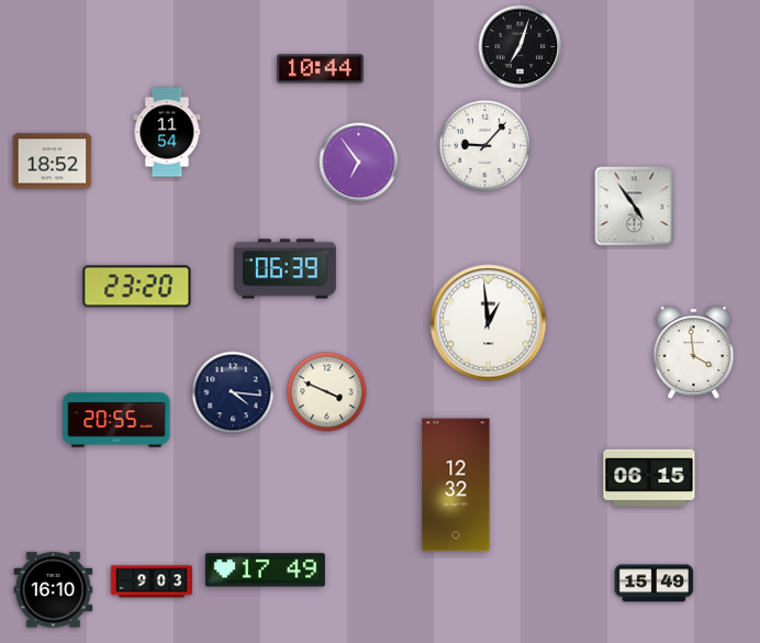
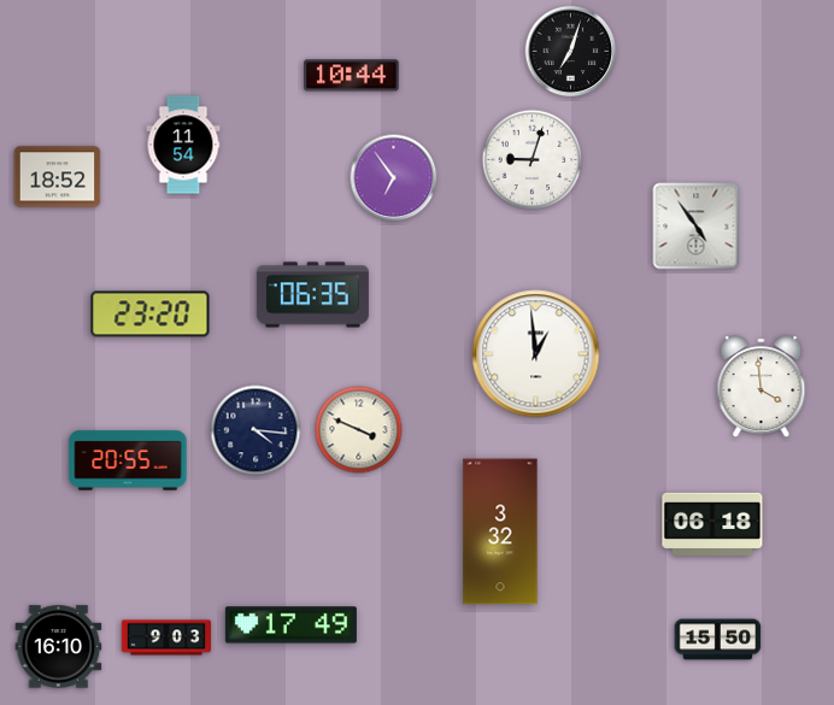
clock at (485, 146): 9:07 -> 9:03
clock at (284, 269): 06:39 -> 06:35
clock at (649, 478): 06:15 -> 06:18
clock at (456, 485): 12:32 -> 3:32
clock at (655, 584): 15:49 -> 15:50
